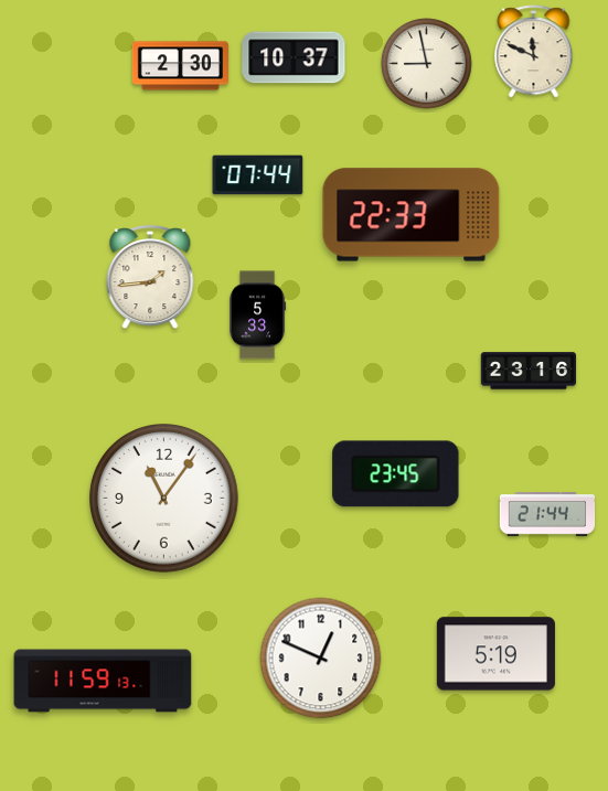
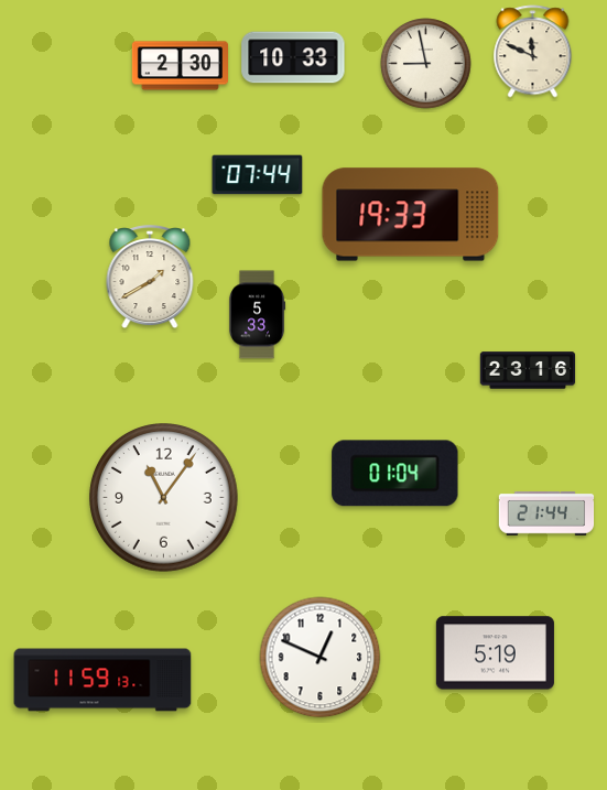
clock at (294, 57): 10:37 -> 10:33
clock at (412, 215): 22:33 -> 19:33
clock at (150, 278): 1:44 -> 1:40
clock at (396, 474): 23:45 -> 01:04
